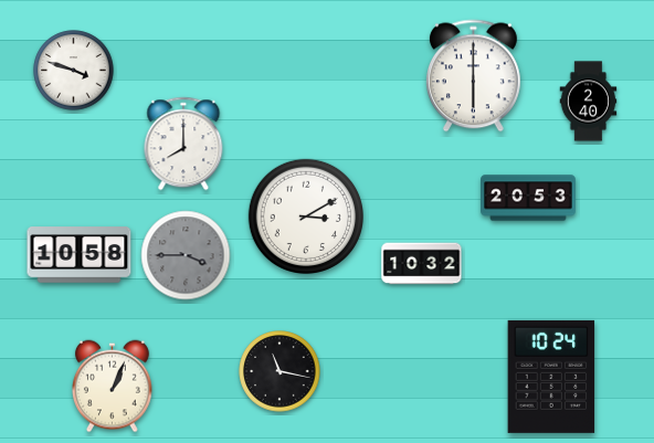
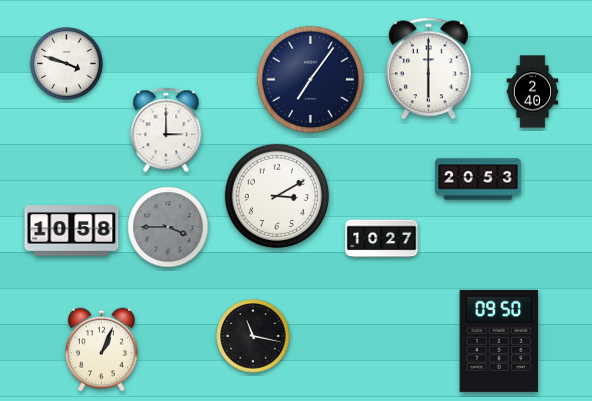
clock at (310, 79): none -> 7:06
clock at (183, 144): 8:00 -> 3:00
clock at (186, 255) position: (186, 255) -> (168, 227)
clock at (422, 264): 10:32 -> 10:27
clock at (551, 377): 10:24 -> 09:50
